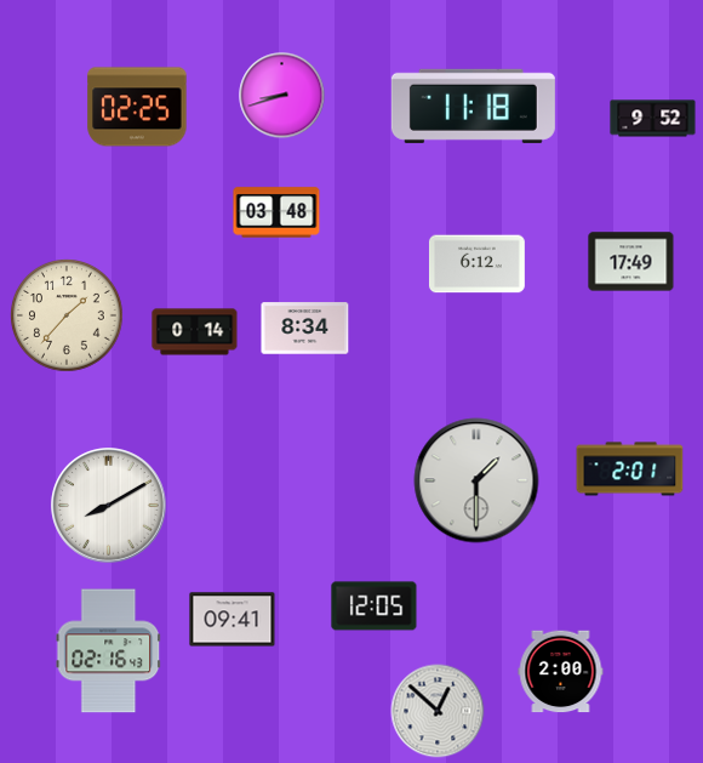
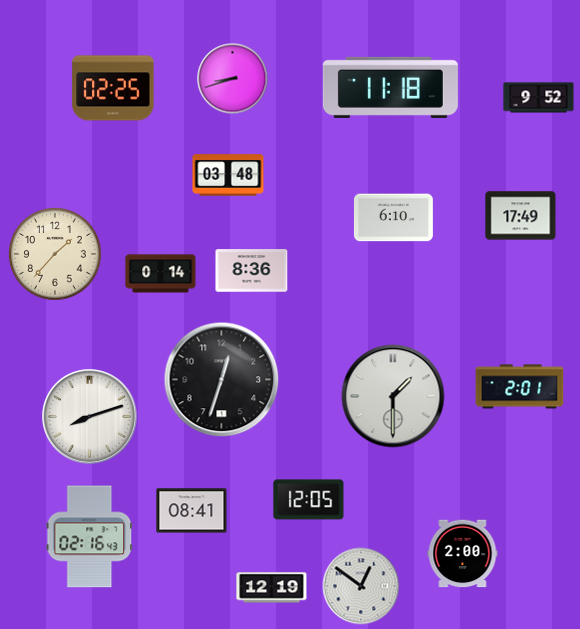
clock at (476, 264): 6:12 -> 6:10
clock at (67, 315) position: (67, 315) -> (55, 254)
clock at (305, 329): 8:34 -> 8:36
clock at (222, 380): none -> 12:33
clock at (109, 506): 8:10 -> 8:12
clock at (233, 620): 09:41 -> 08:41
clock at (438, 711): 12:52 -> 12:51
clock at (272, 588): none -> 12:19
